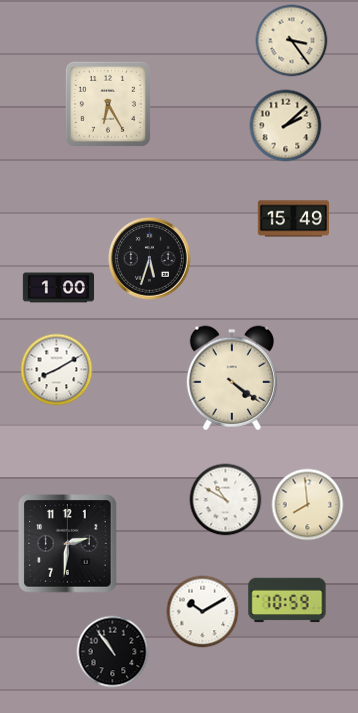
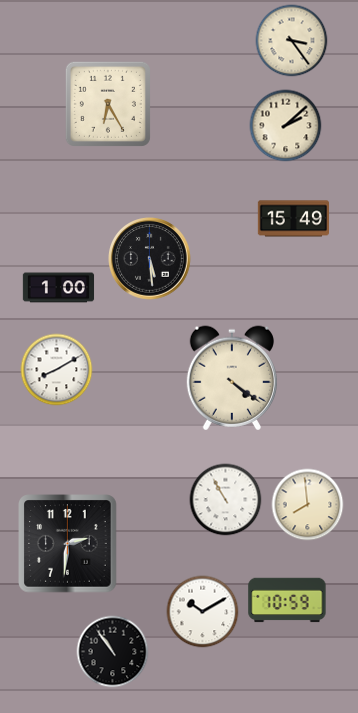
clock at (150, 259): 5:33 -> 5:29
clock at (226, 500): 10:50 -> 10:55
